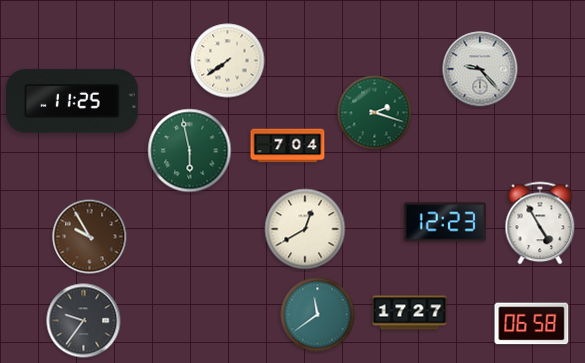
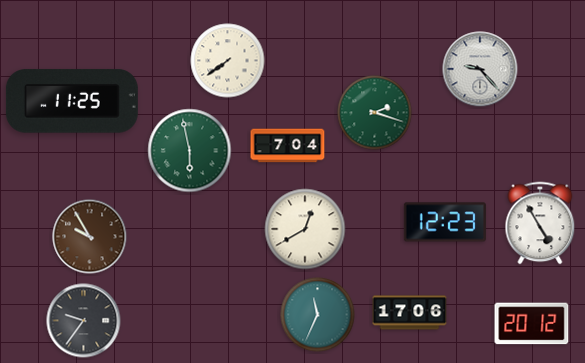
clock at (410, 313): 17:27 -> 17:06
clock at (318, 315): 11:39 -> 11:34
clock at (532, 324): 06:58 -> 20:12
